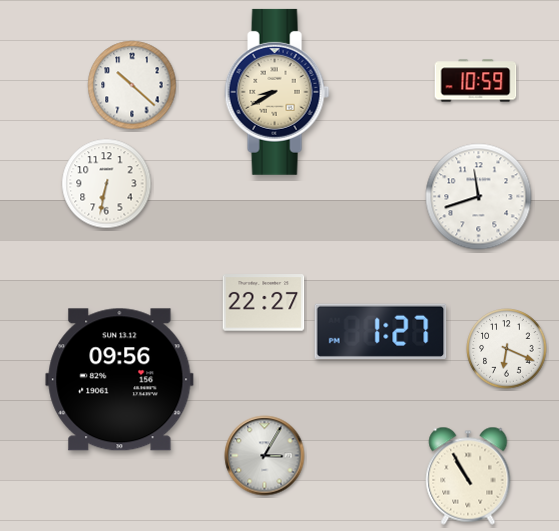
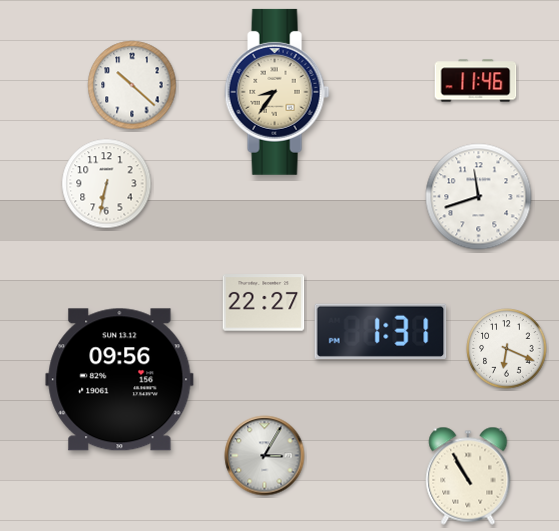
clock at (476, 81): 10:59 -> 11:46
clock at (277, 92): 8:40 -> 8:36
clock at (381, 331): 1:27 -> 1:31
